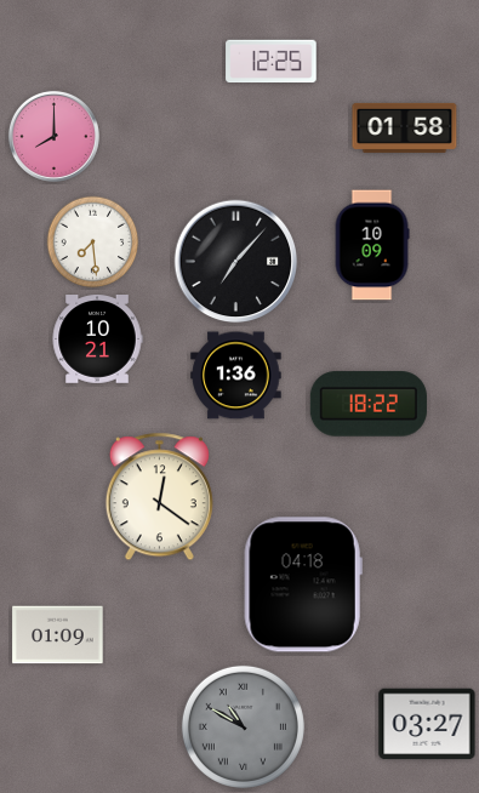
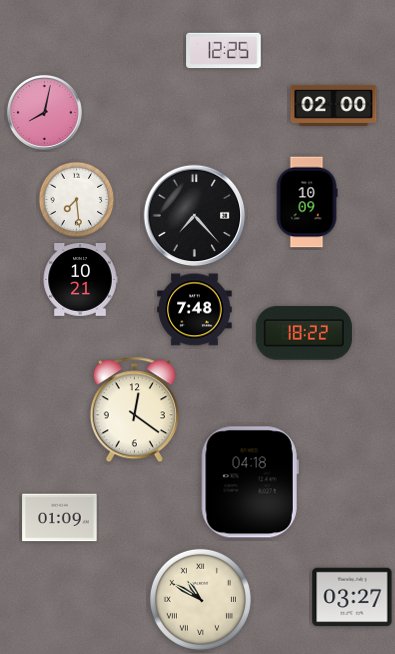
clock at (405, 127): 01:58 -> 02:00
clock at (53, 136): 8:00 -> 8:02
clock at (236, 262): 7:07 -> 7:23
clock at (236, 376): 1:36 -> 7:48
clock at (159, 497) position: (159, 497) -> (134, 410)
clock at (58, 635) position: (58, 635) -> (60, 518)
clock at (243, 726) dial: grey -> cream
